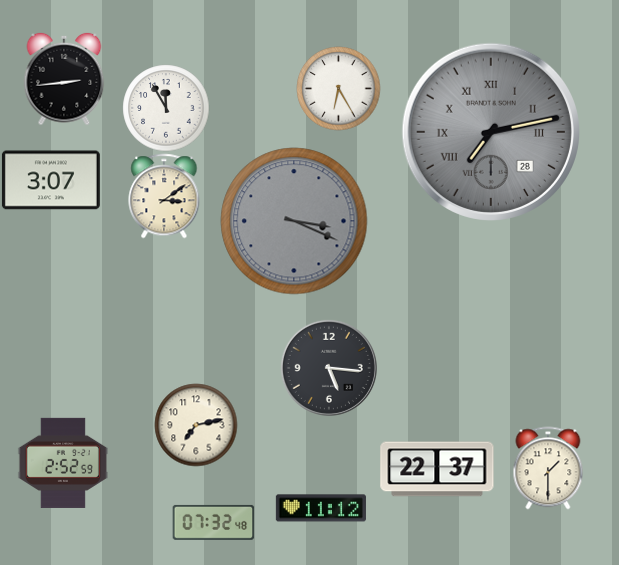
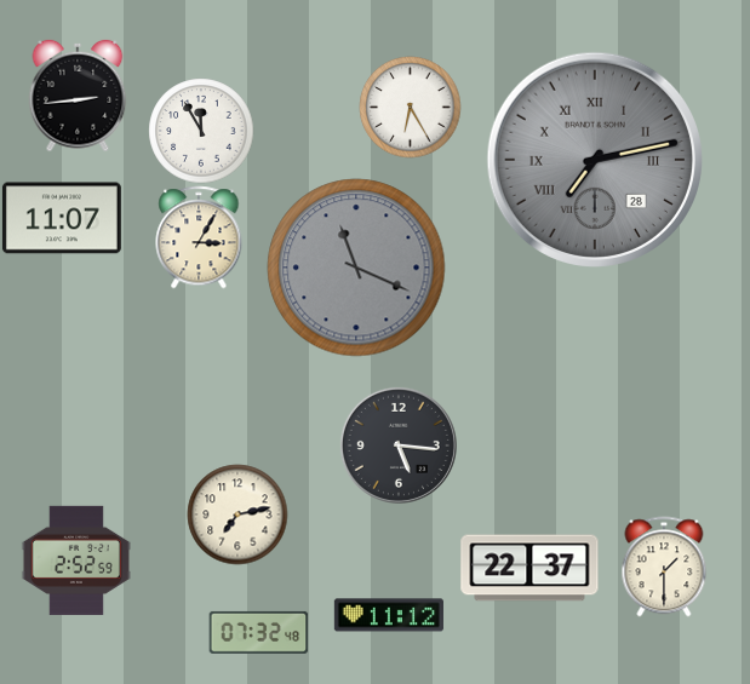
clock at (51, 180): 3:07 -> 11:07
clock at (164, 196): 3:09 -> 3:05
clock at (294, 221): 3:19 -> 11:19
